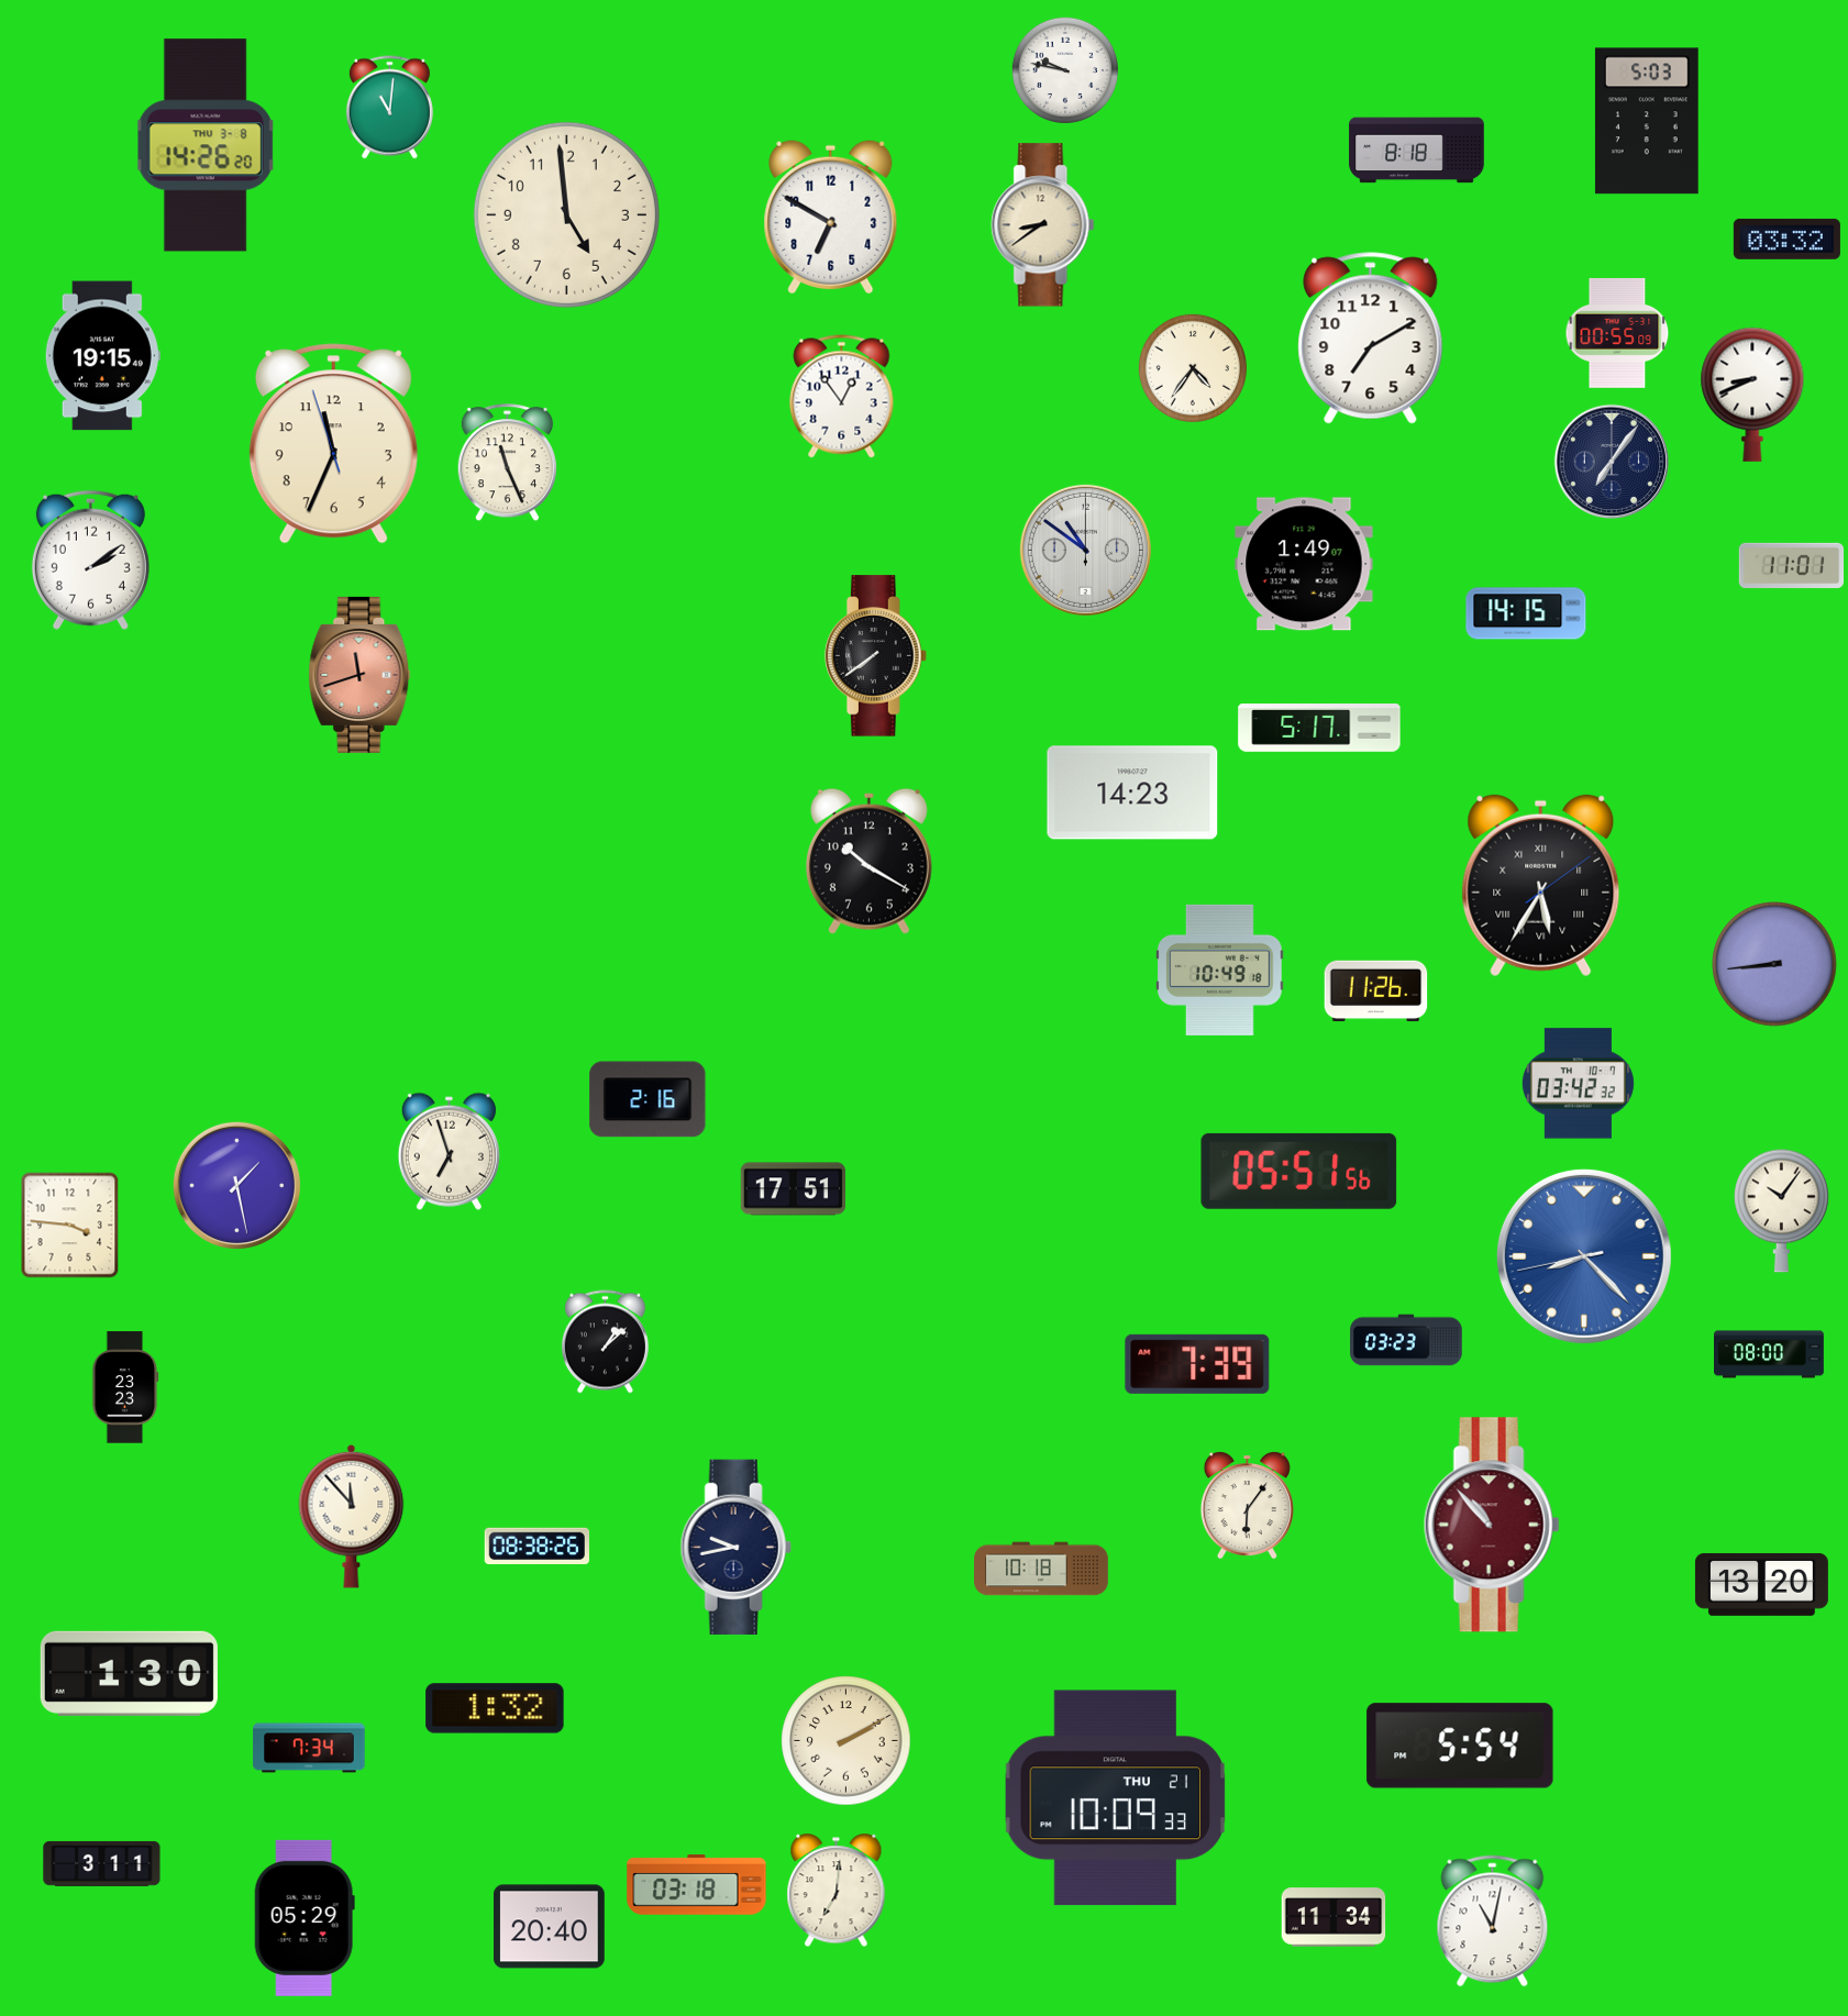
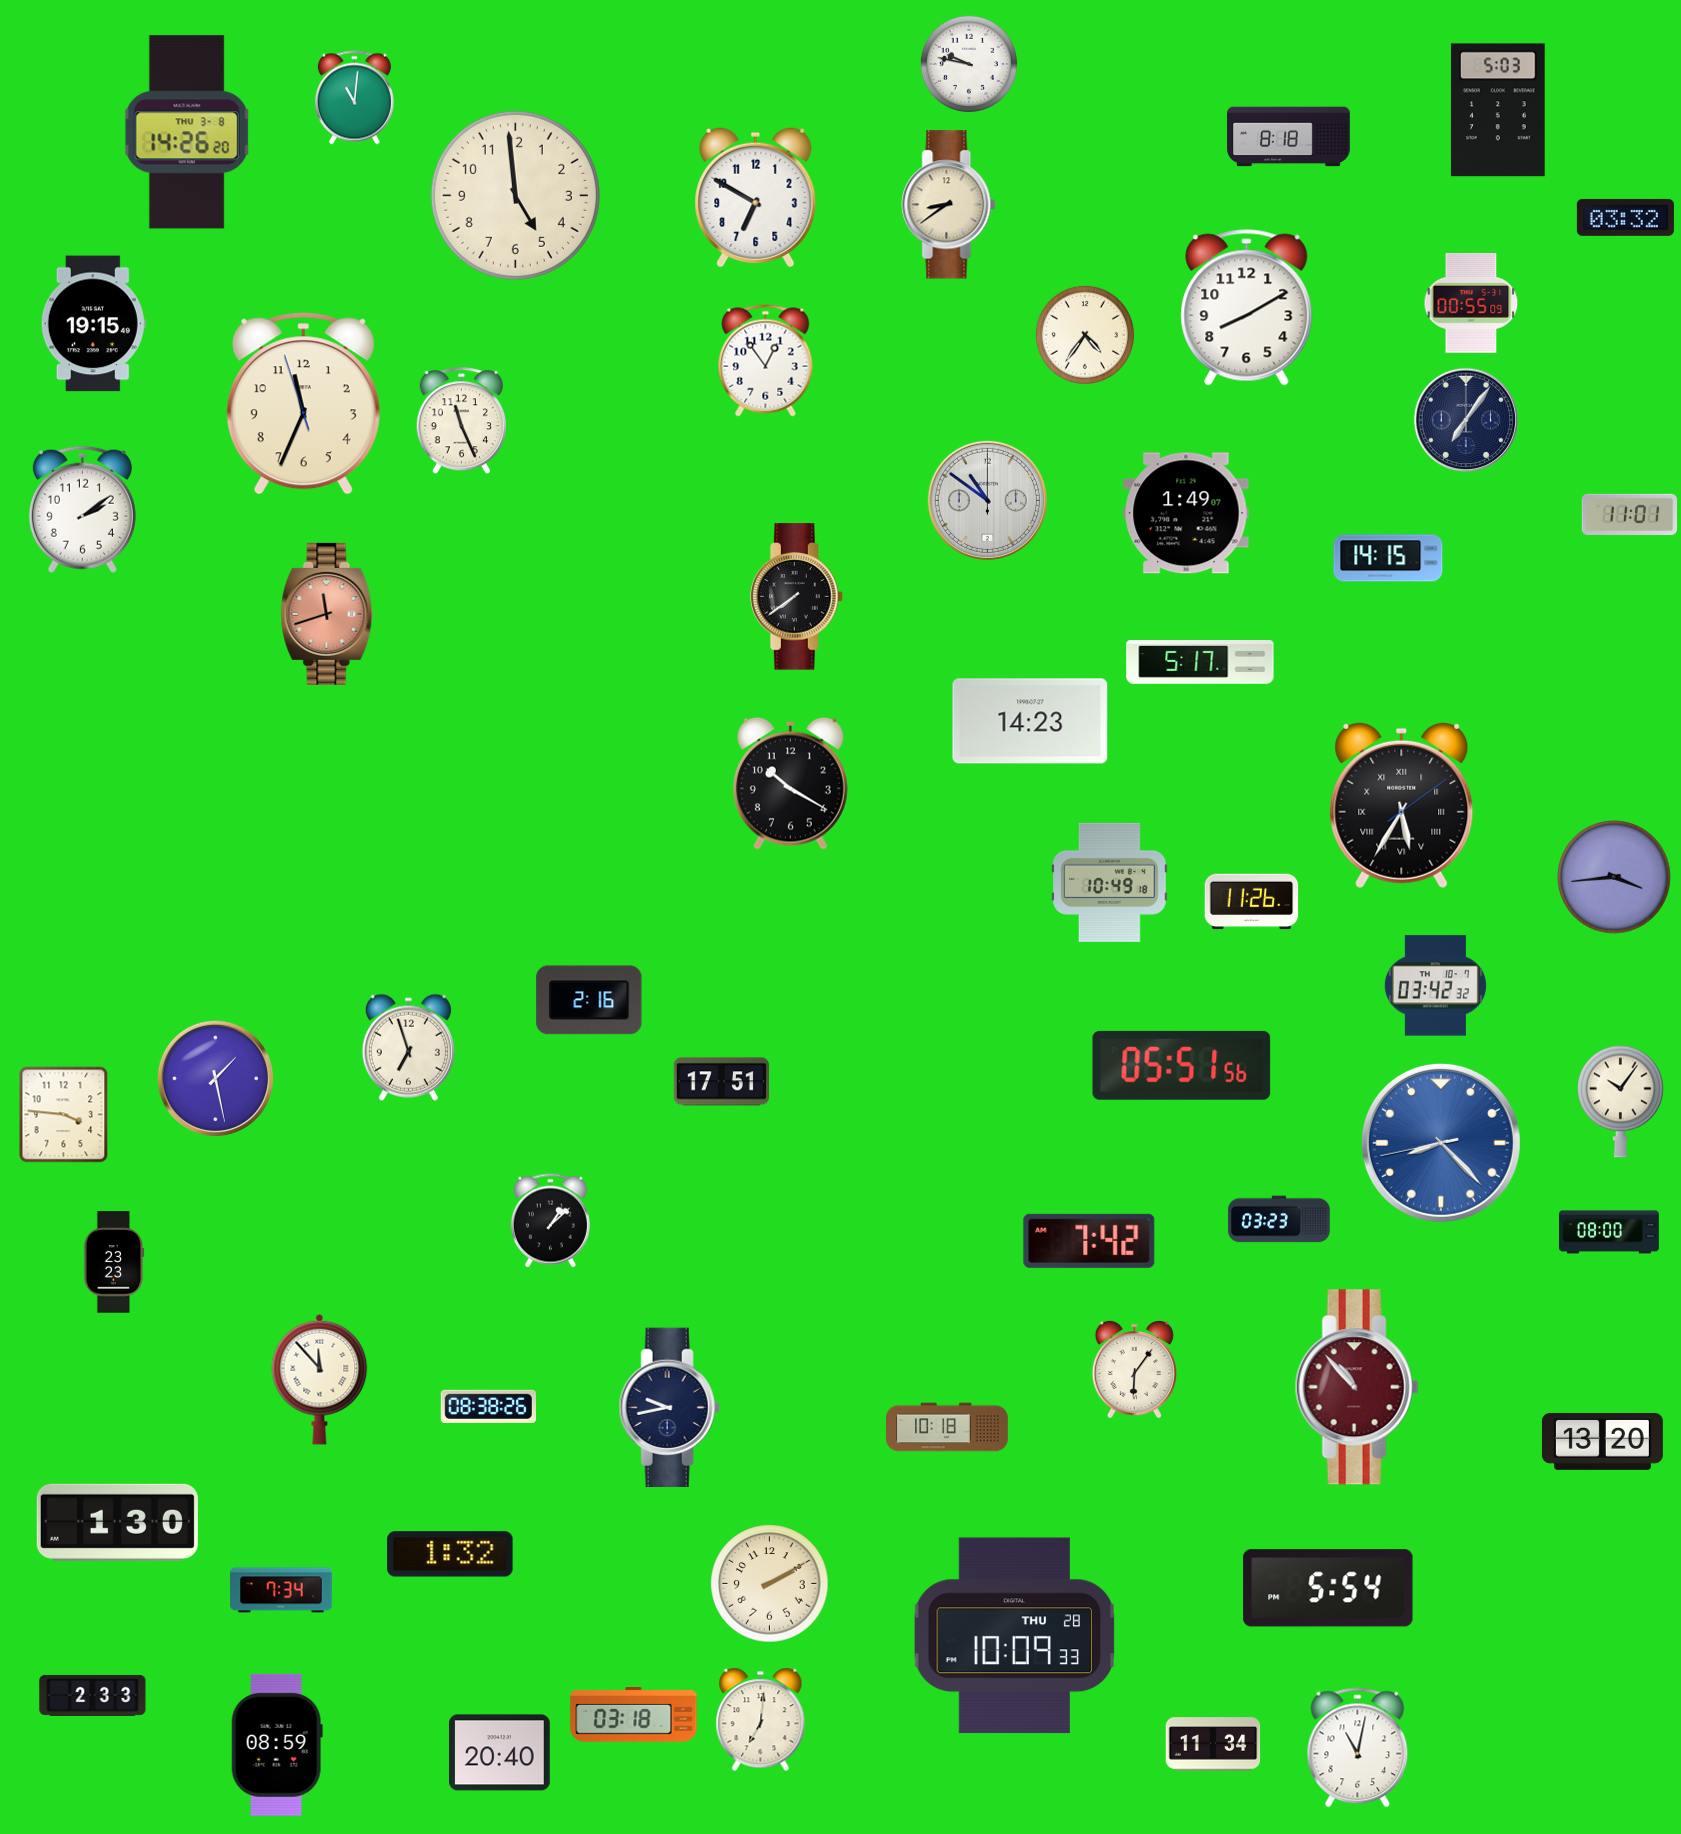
clock at (1371, 339): 7:10 -> 8:10
clock at (1752, 395): 8:41 -> none
clock at (1774, 964): 8:44 -> 3:44
clock at (1197, 1364): 7:39 -> 7:42
clock at (1116, 1798) date: THU 21 -> THU 28
clock at (102, 1863): 3:11 -> 2:33
clock at (305, 1918): 05:29 -> 08:59
